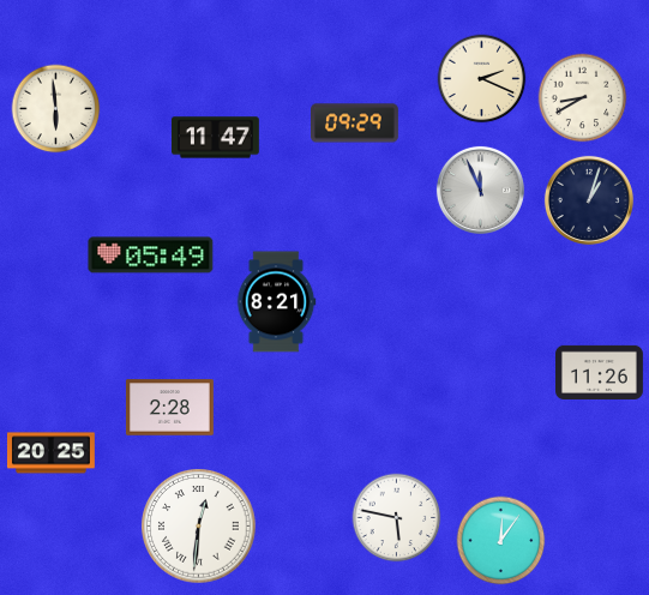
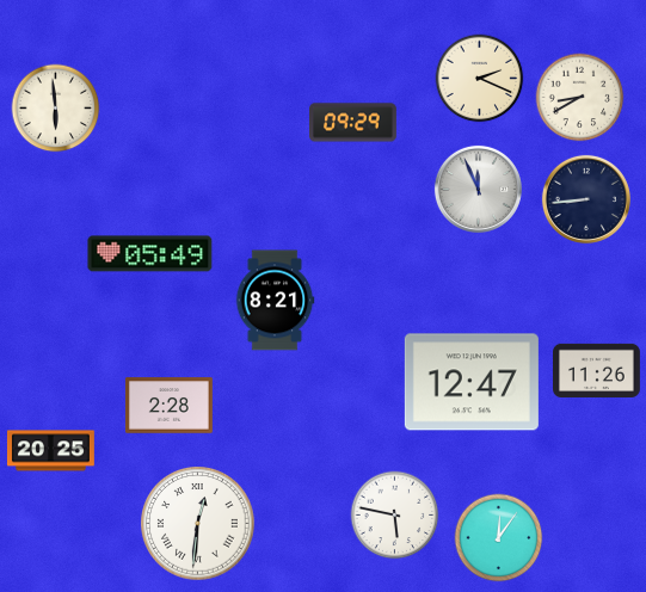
clock at (215, 138): 11:47 -> none
clock at (589, 200): 1:03 -> 8:44
clock at (472, 382): none -> 12:47
